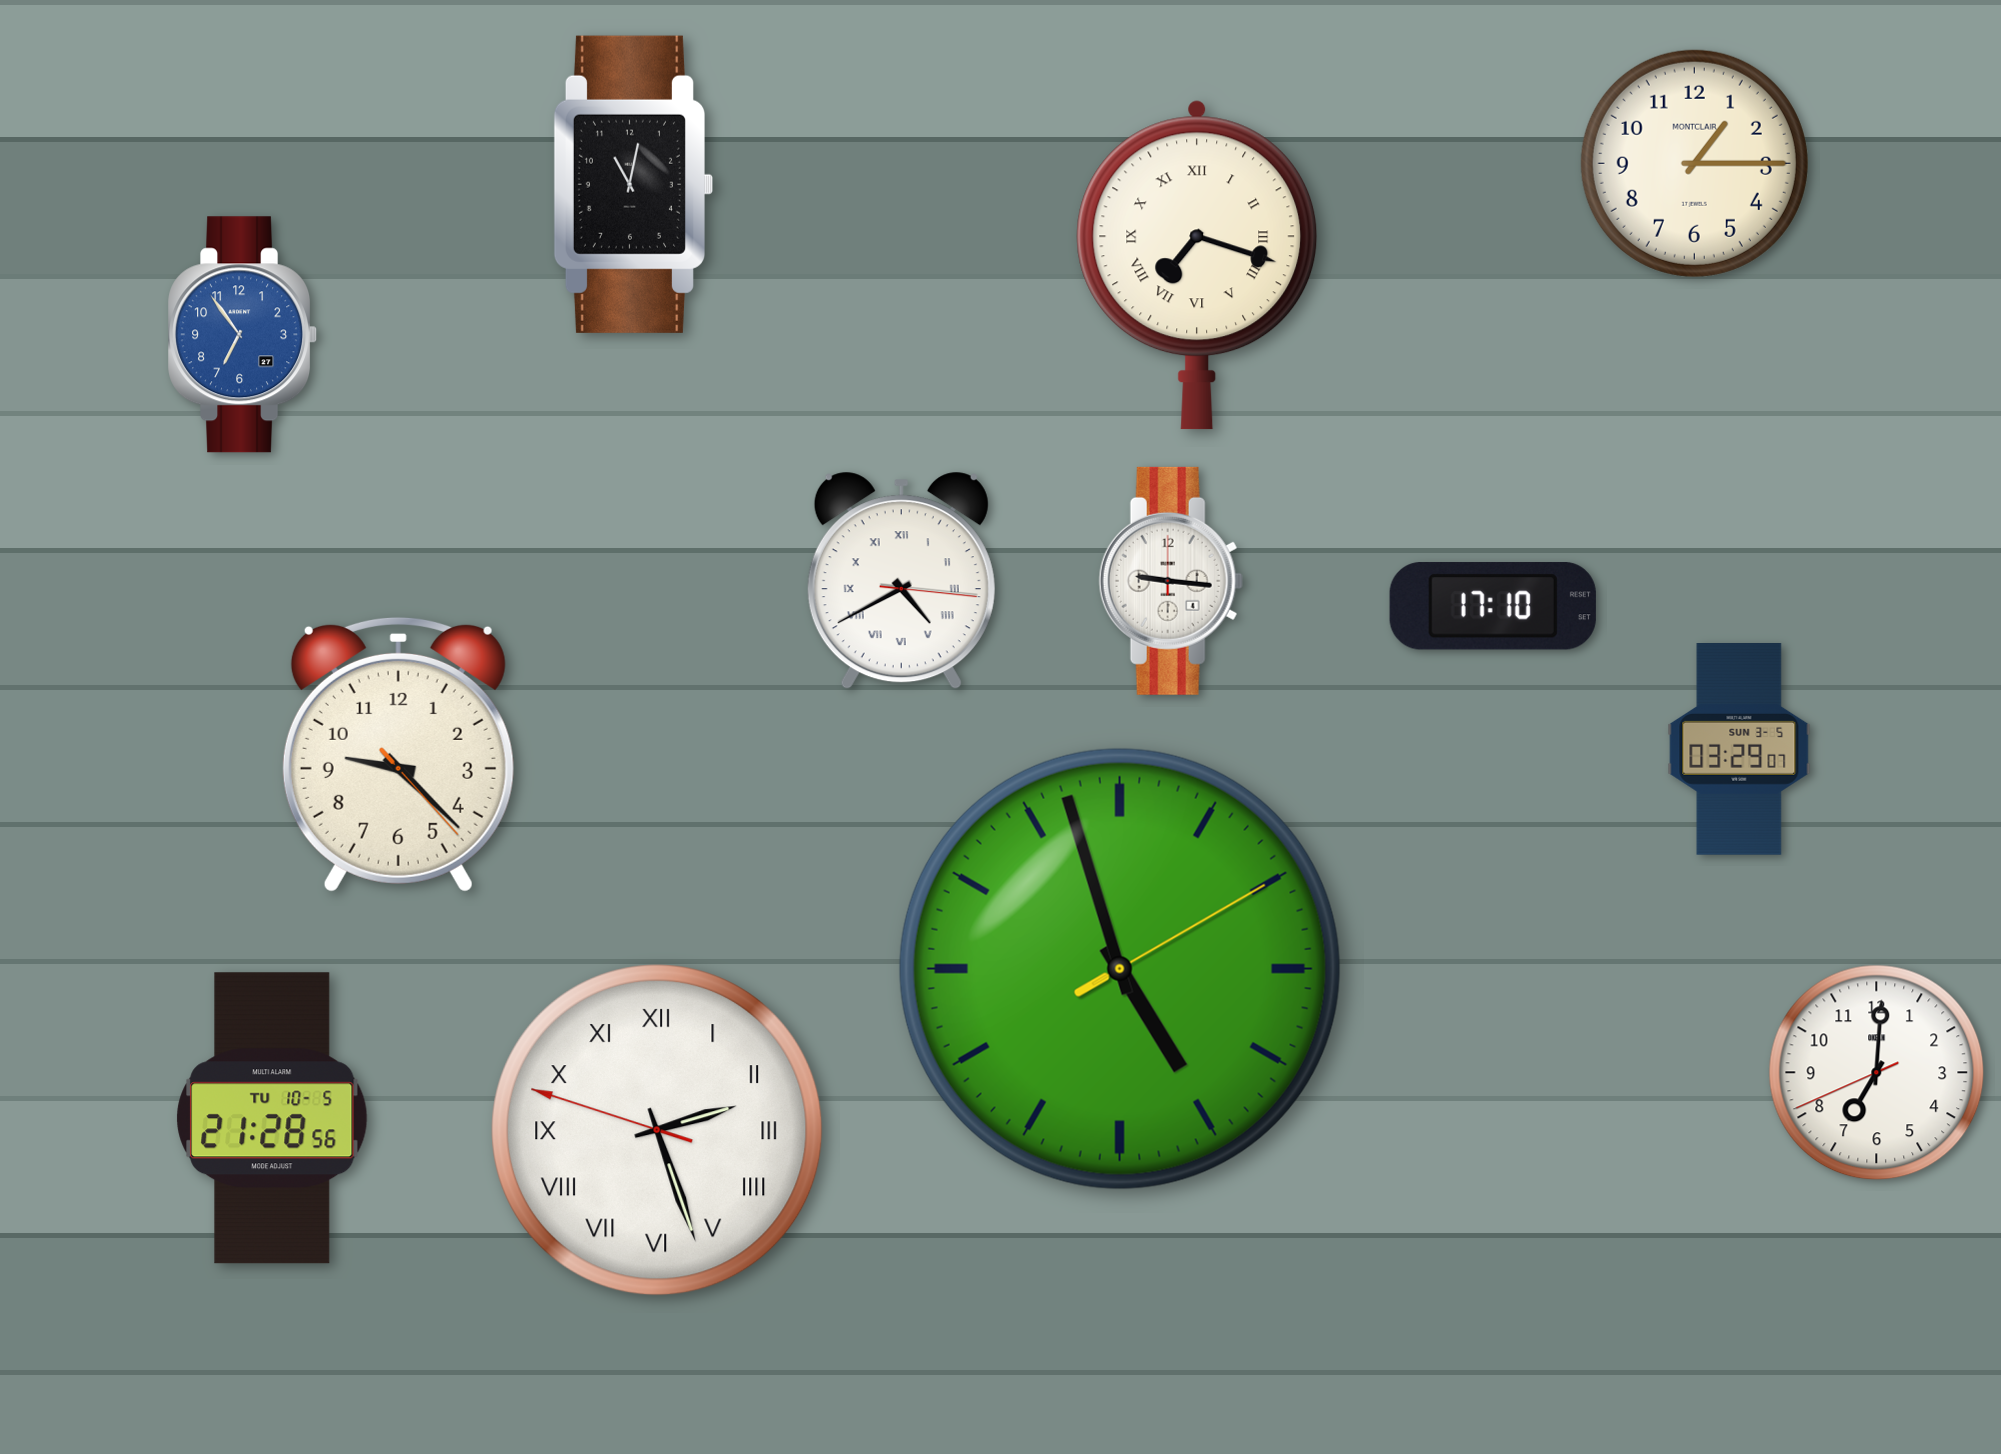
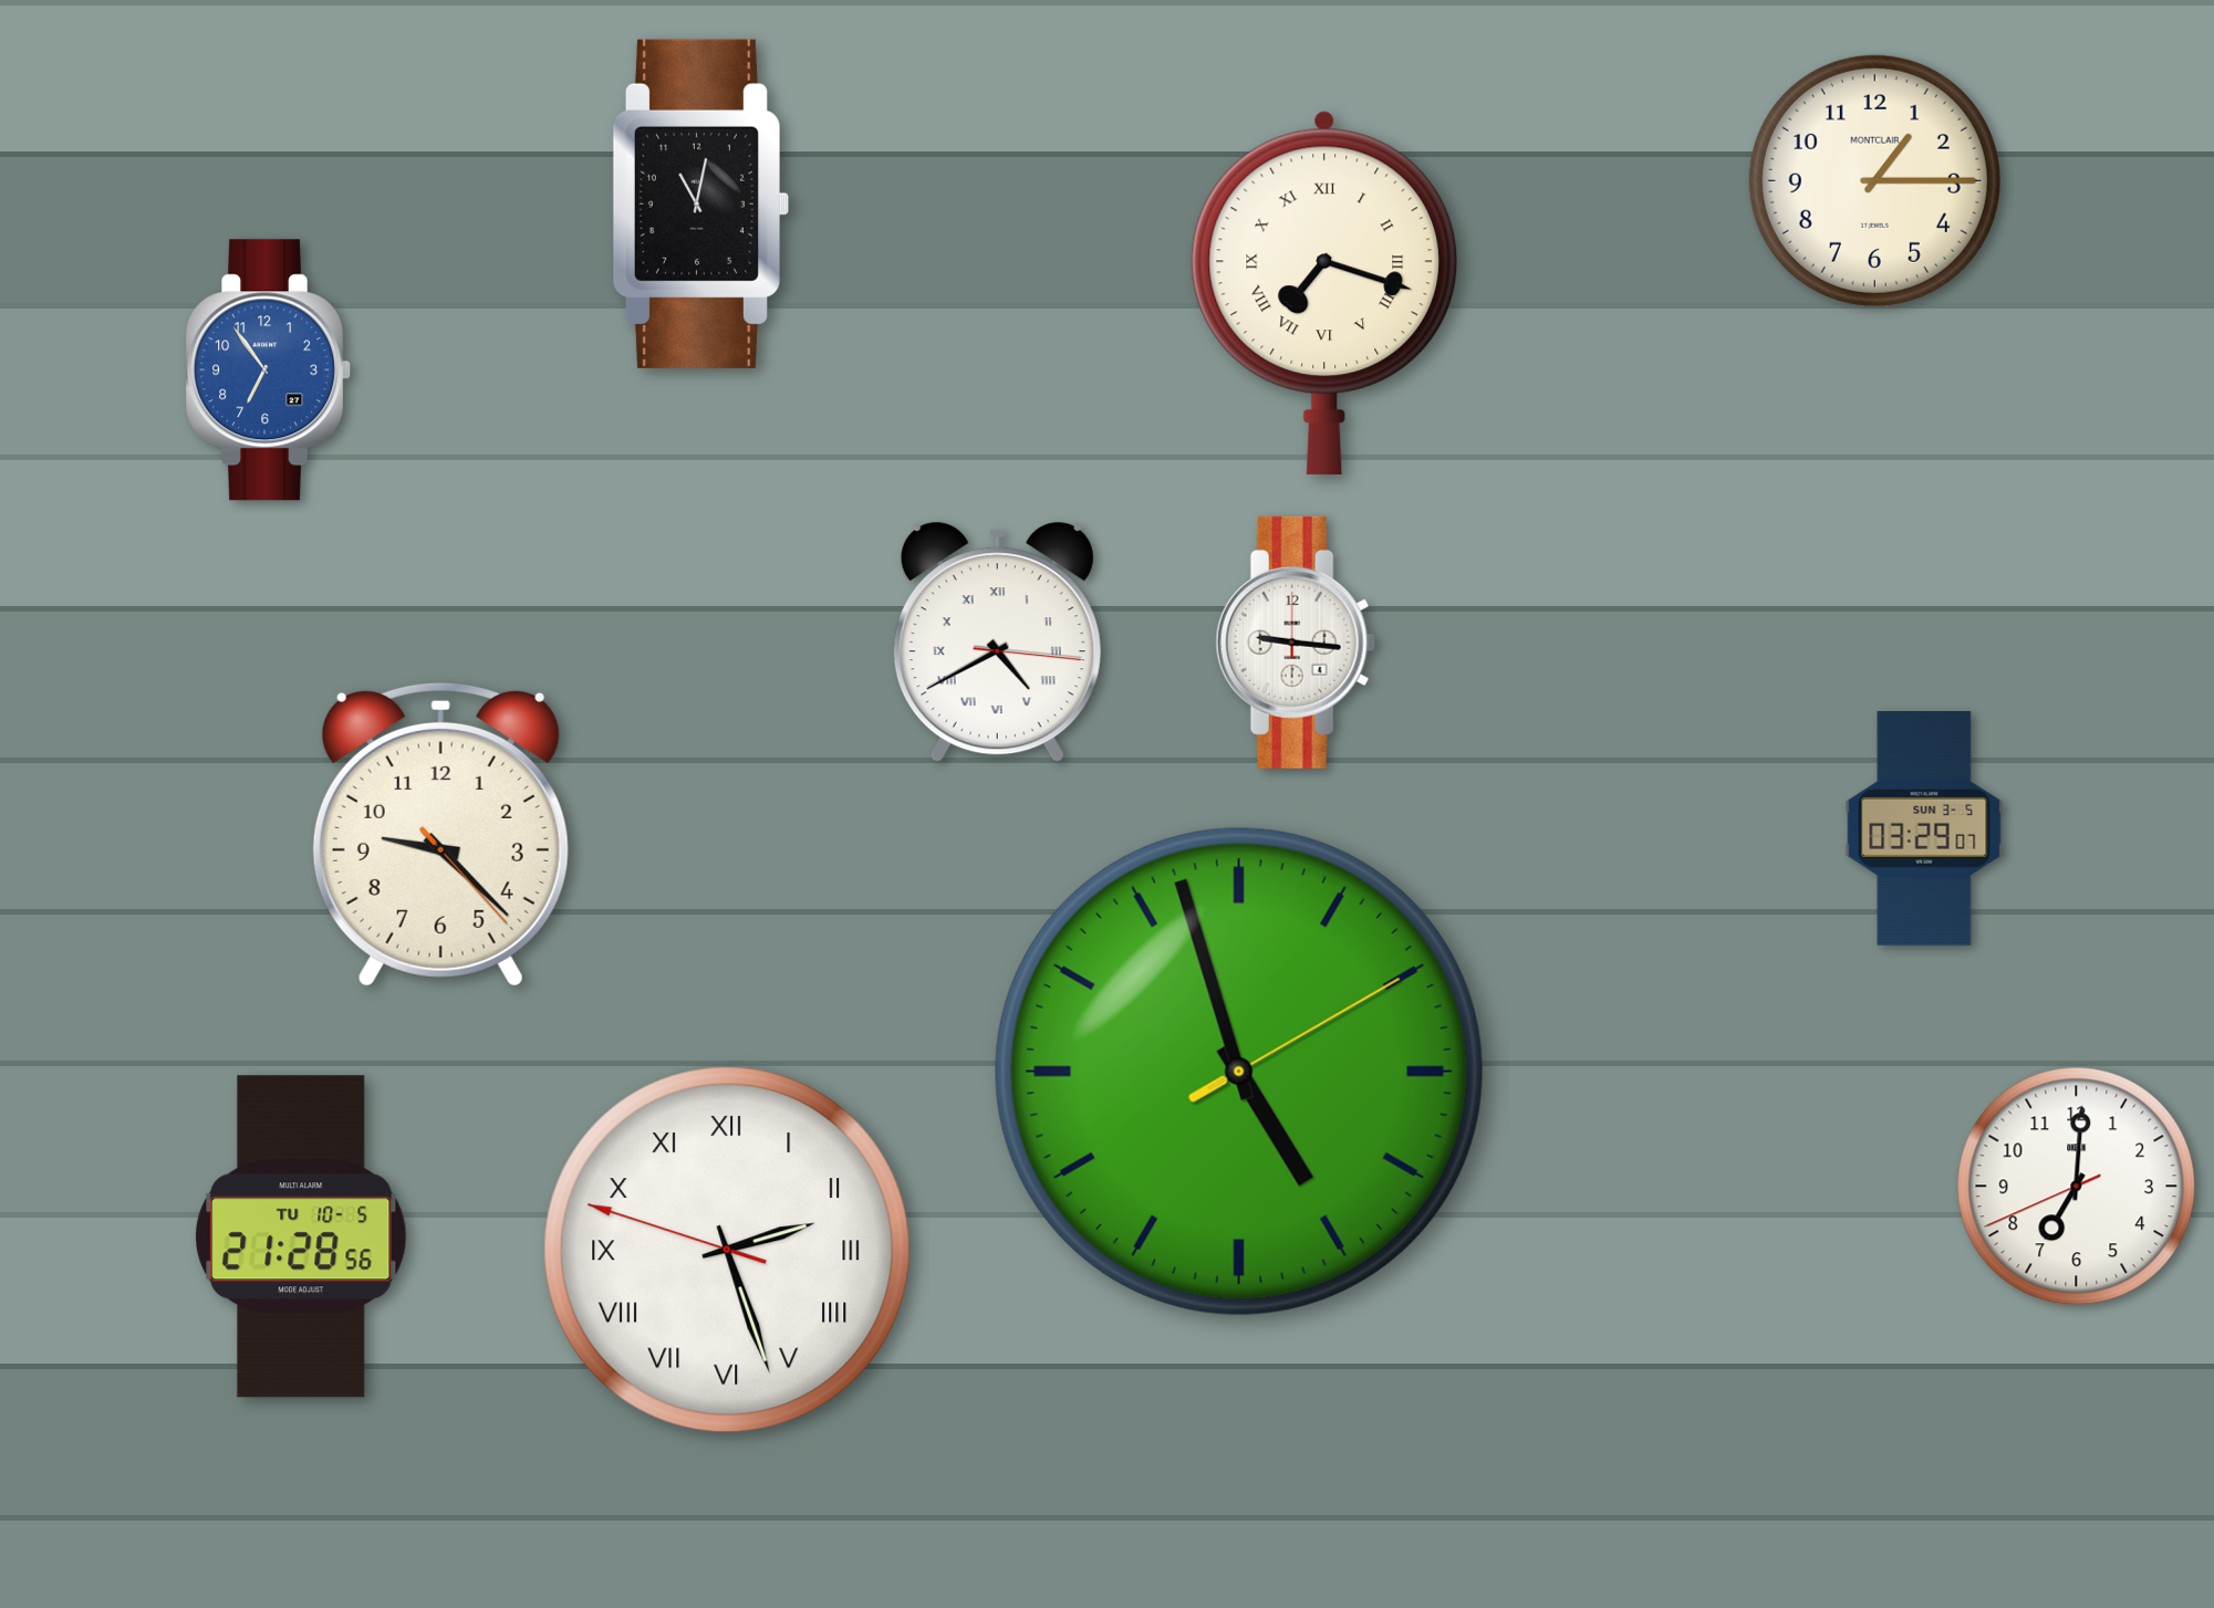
clock at (1493, 606): 17:10 -> none
